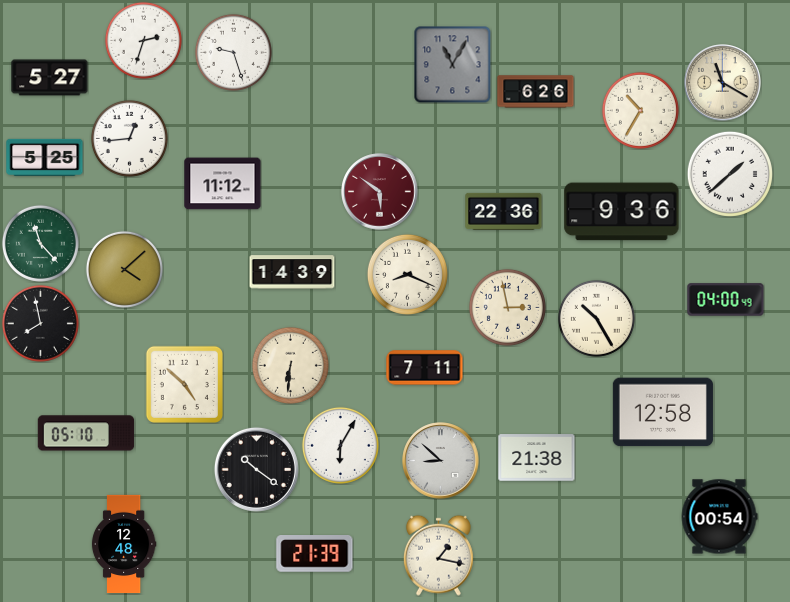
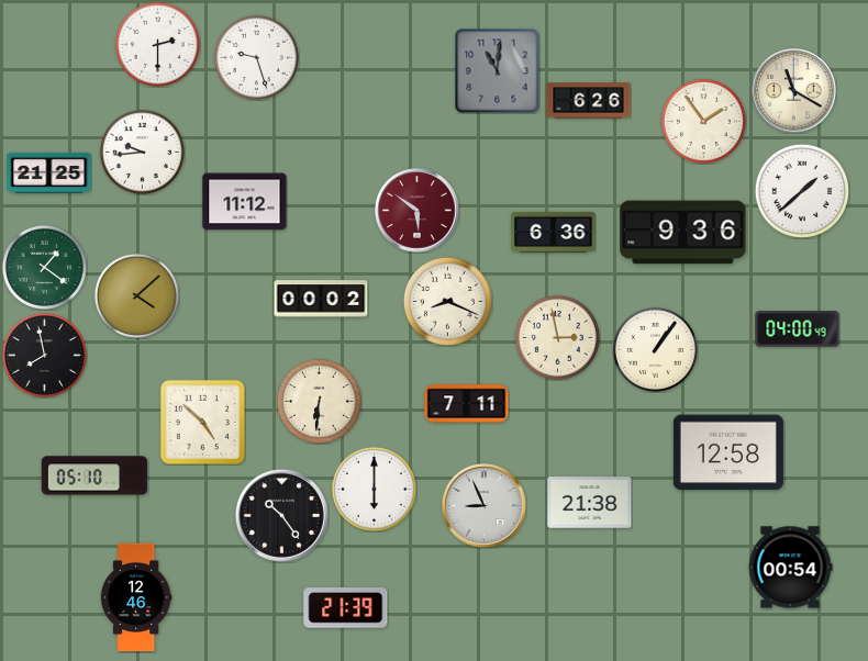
clock at (143, 40): 2:33 -> 2:30
clock at (452, 64): 11:05 -> 11:01
clock at (50, 78): 5:27 -> none
clock at (640, 110): 10:35 -> 1:54
clock at (129, 138): 12:44 -> 9:44
clock at (45, 157): 5:25 -> 21:25
clock at (504, 211): 22:36 -> 6:36
clock at (40, 243): 11:23 -> 1:21
clock at (292, 272): 14:39 -> 00:02
clock at (596, 318): 10:25 -> 1:06
clock at (340, 445): 6:05 -> 6:00
clock at (441, 461): 8:52 -> 8:56
clock at (256, 469): 10:21 -> 10:24
clock at (124, 544): 12:48 -> 12:46
clock at (438, 555): 1:17 -> none
